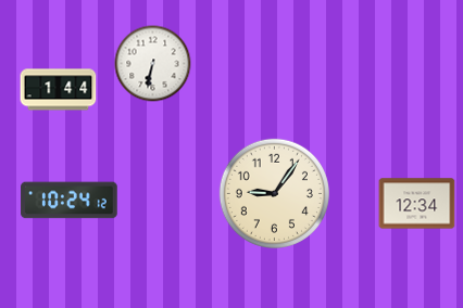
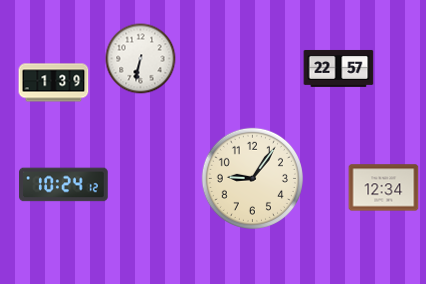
clock at (339, 68): none -> 22:57
clock at (59, 90): 1:44 -> 1:39
